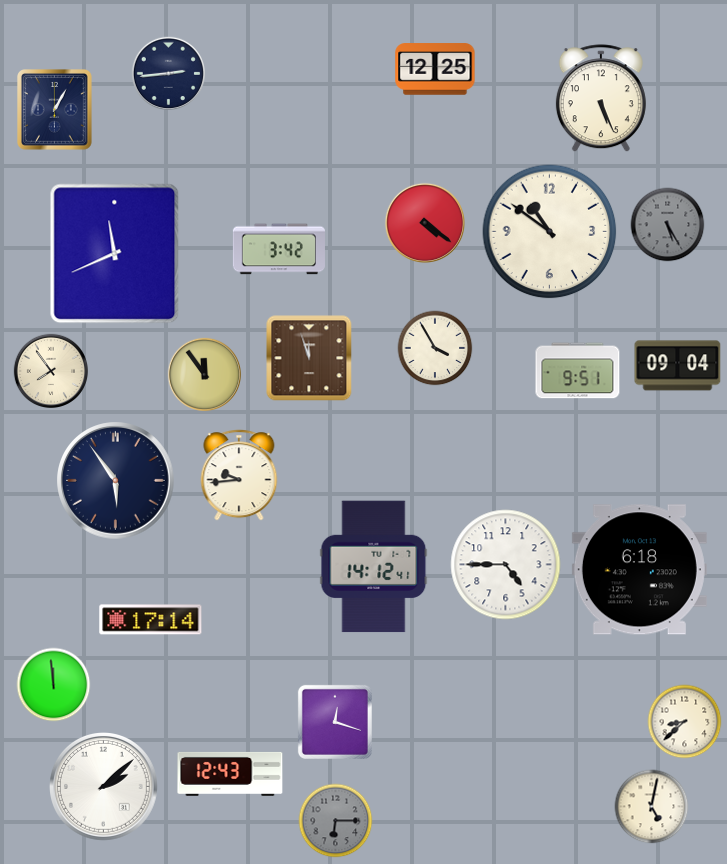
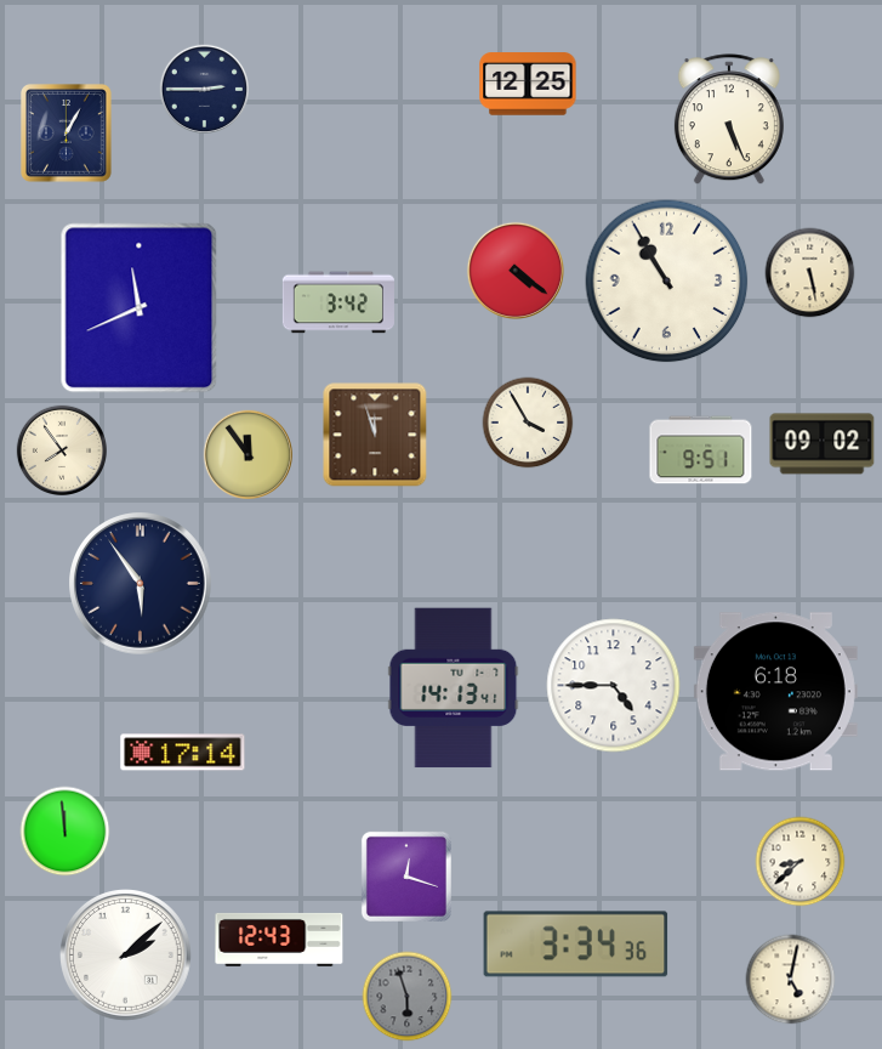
clock at (168, 73): 2:44 -> 2:45
clock at (668, 225): 5:25 -> 5:28
clock at (668, 225) dial: grey -> cream
clock at (550, 232): 10:51 -> 10:55
clock at (678, 366): 09:04 -> 09:02
clock at (239, 475): 9:44 -> none
clock at (374, 567): 14:12 -> 14:13
clock at (685, 722) position: (685, 722) -> (801, 862)
clock at (576, 945): none -> 3:34
clock at (336, 821): 6:15 -> 5:57
